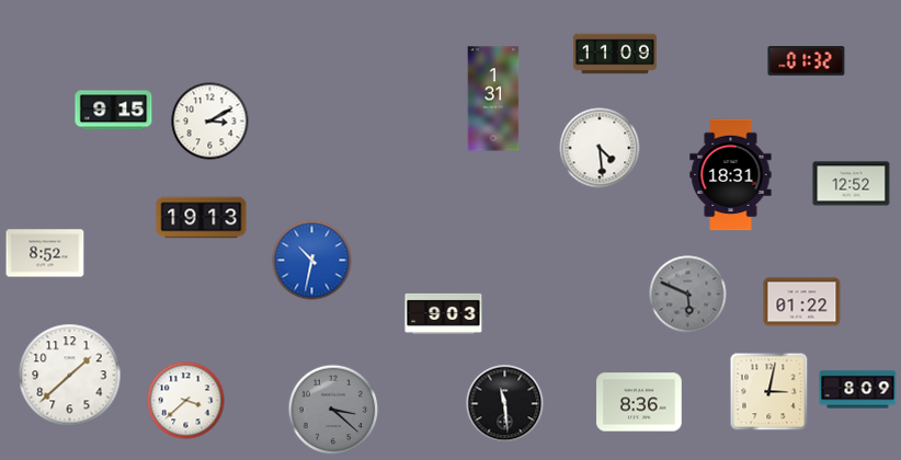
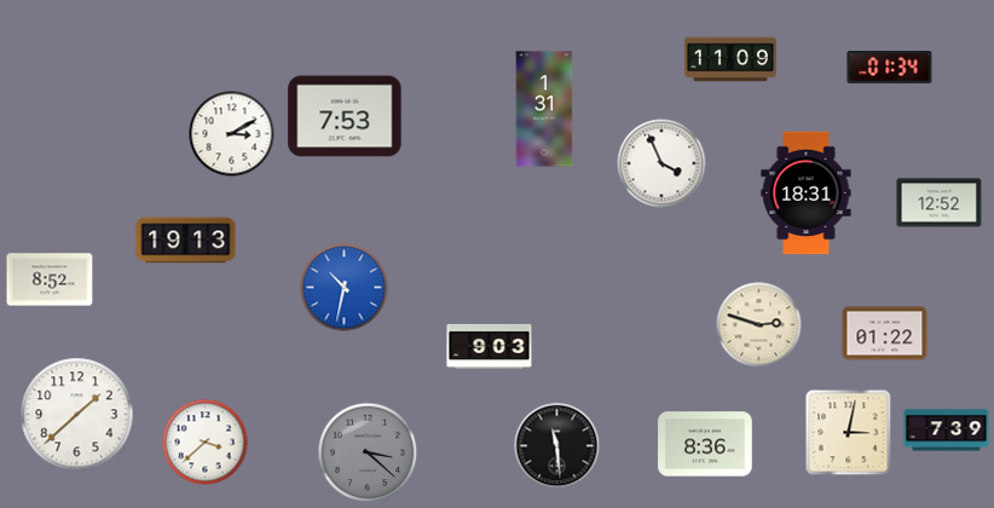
clock at (615, 54) position: (615, 54) -> (730, 59)
clock at (807, 61): 01:32 -> 01:34
clock at (345, 116): none -> 7:53
clock at (114, 111): 9:15 -> none
clock at (600, 148): 4:29 -> 3:56
clock at (202, 218) position: (202, 218) -> (186, 241)
clock at (688, 295): 5:49 -> 2:48
clock at (688, 295) dial: grey -> cream
clock at (858, 390): 8:09 -> 7:39
